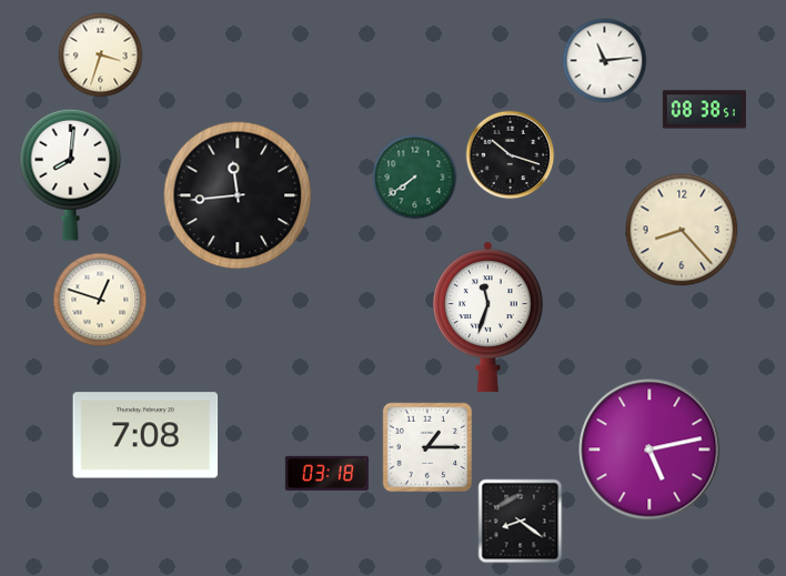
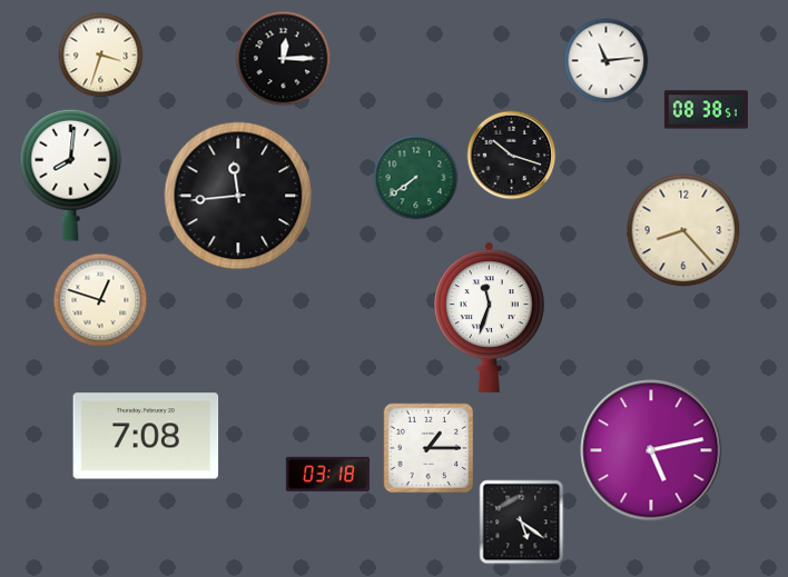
clock at (284, 59): none -> 12:15
clock at (521, 522): 8:21 -> 5:21
